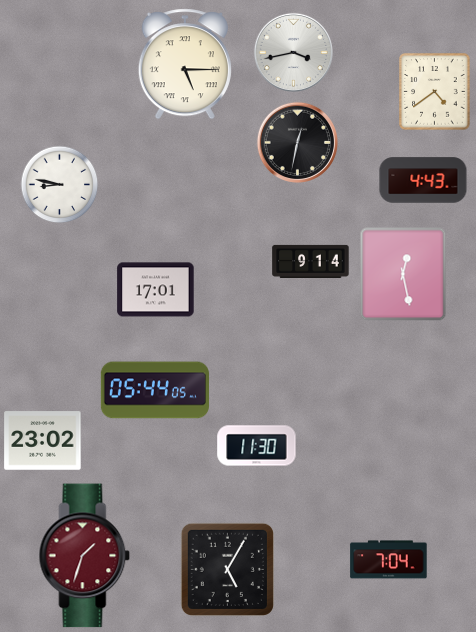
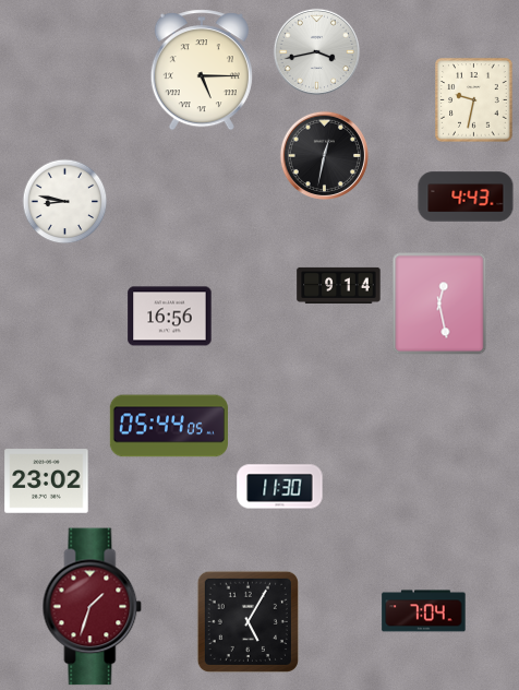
clock at (293, 52) position: (293, 52) -> (316, 51)
clock at (435, 92): 4:39 -> 9:32
clock at (423, 180) position: (423, 180) -> (466, 197)
clock at (403, 274) position: (403, 274) -> (439, 304)
clock at (156, 290): 17:01 -> 16:56
